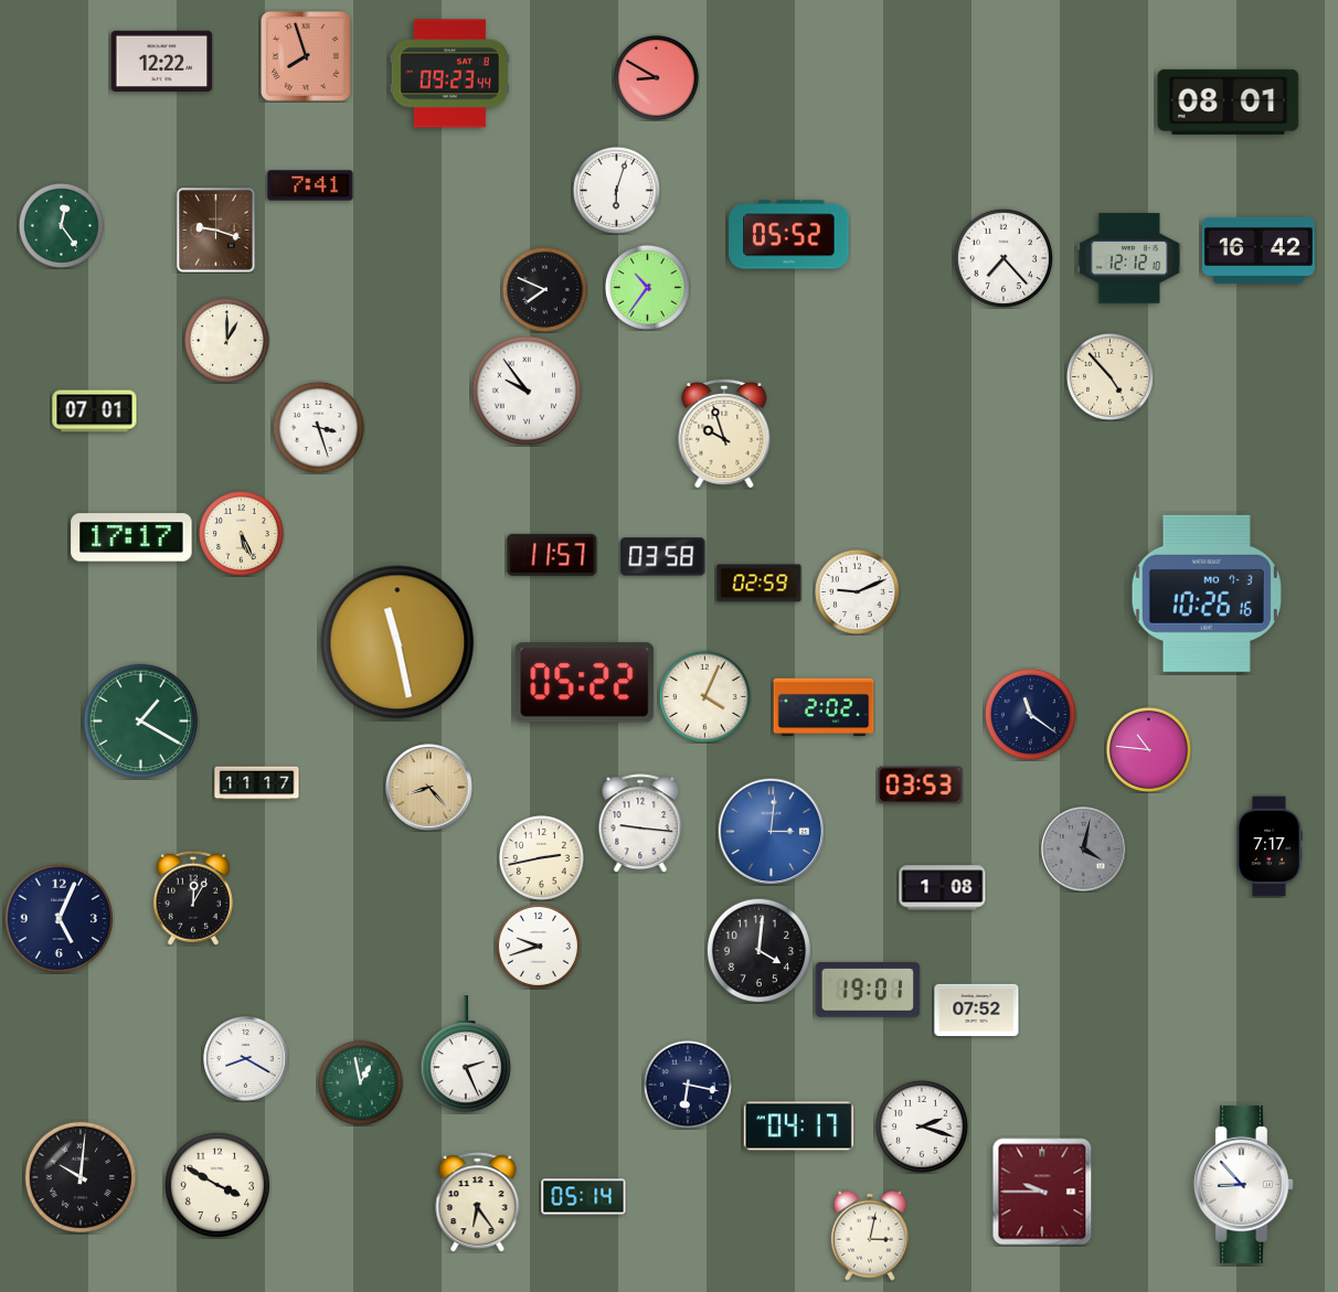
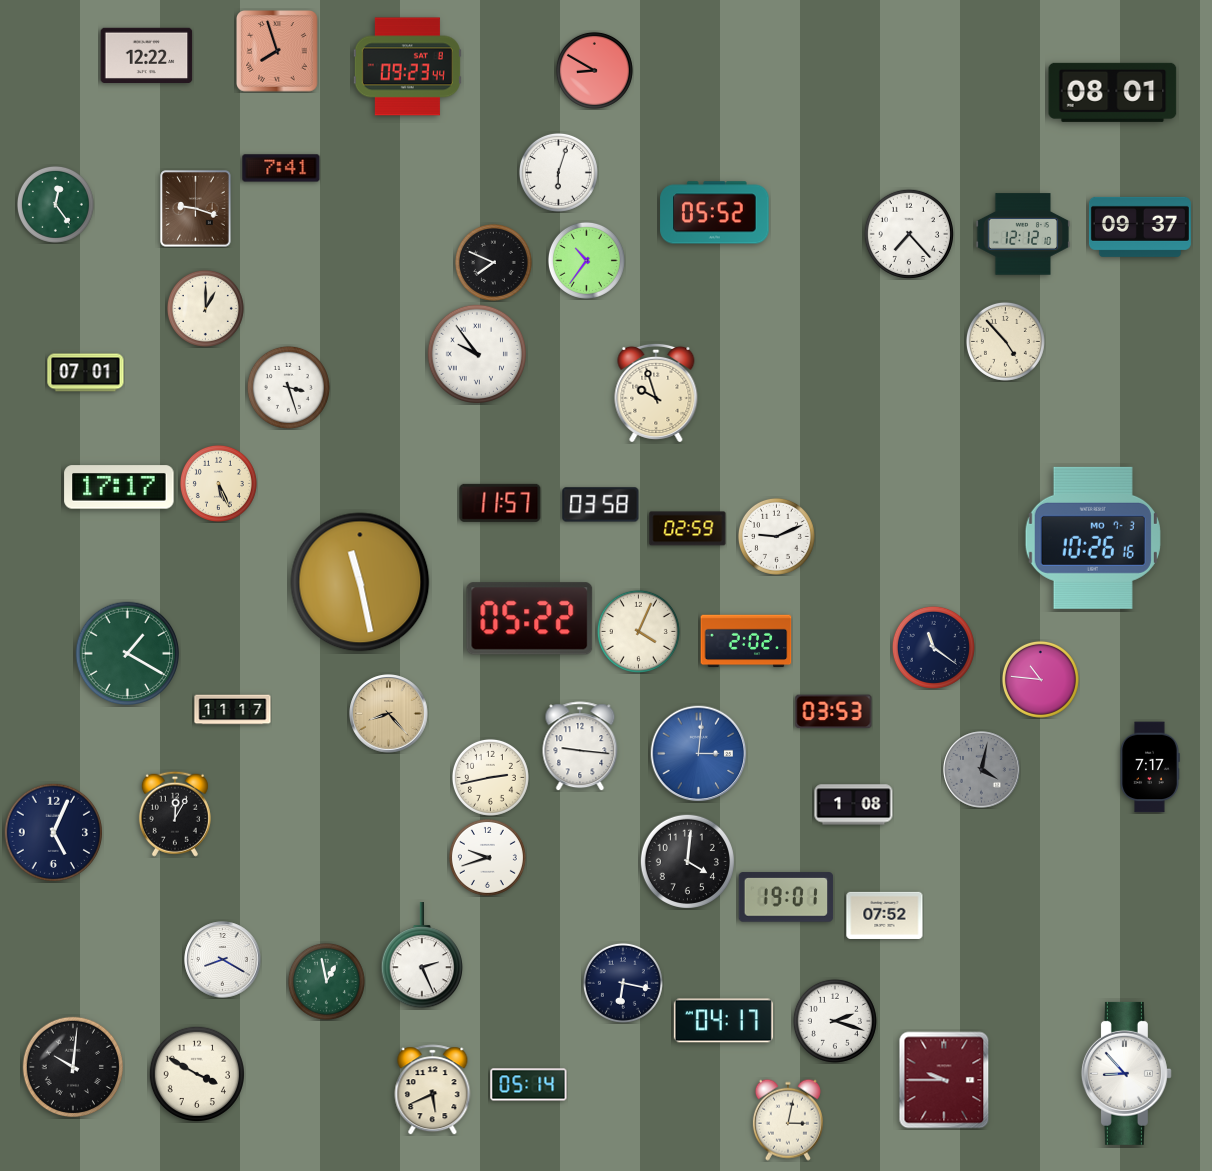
clock at (1259, 250): 16:42 -> 09:37
clock at (478, 1203): 6:24 -> 5:41
